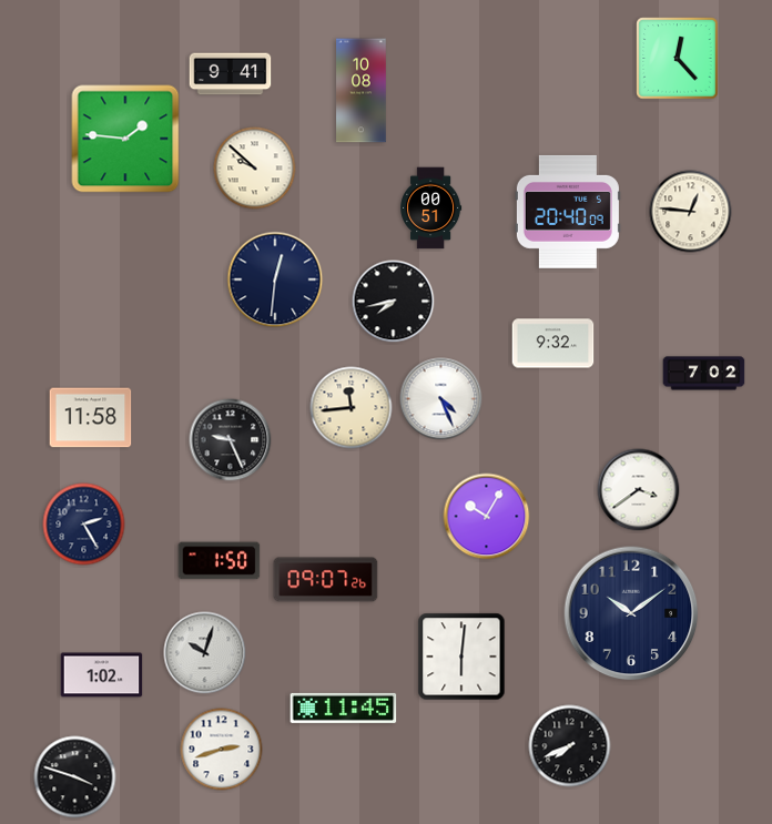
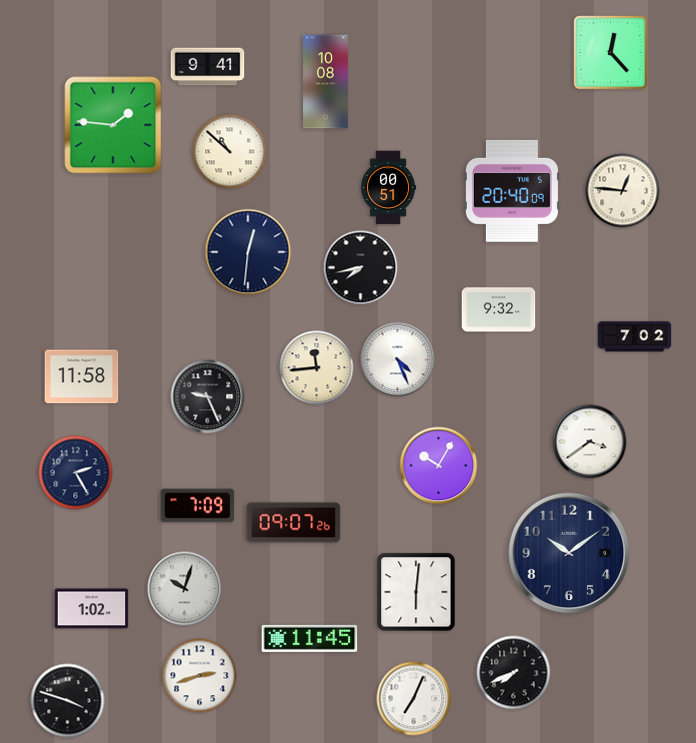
clock at (255, 169): 9:52 -> 10:52
clock at (394, 302) position: (394, 302) -> (361, 268)
clock at (639, 490) position: (639, 490) -> (590, 442)
clock at (220, 561): 1:50 -> 7:09
clock at (414, 699): none -> 7:04
